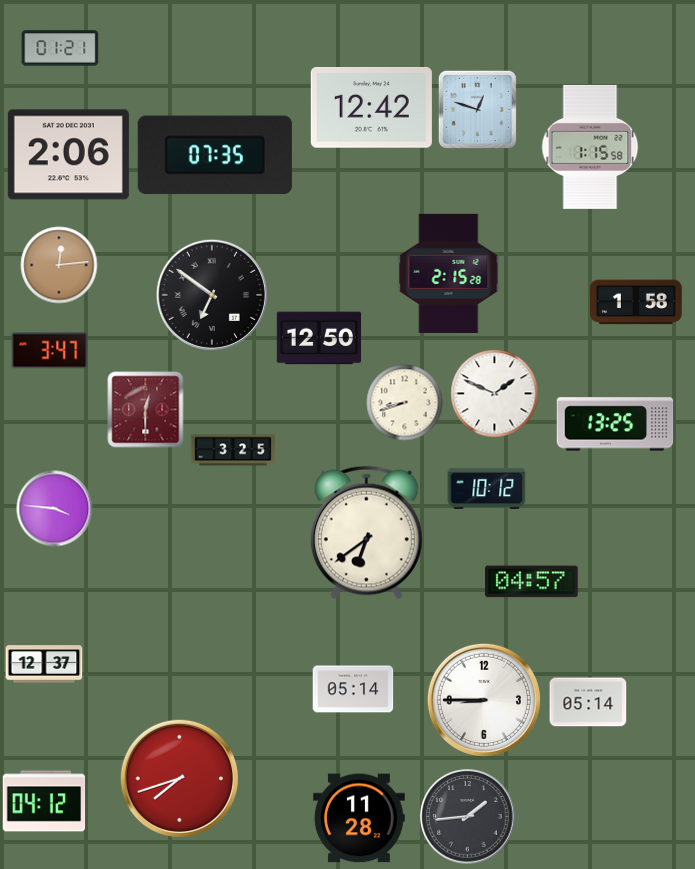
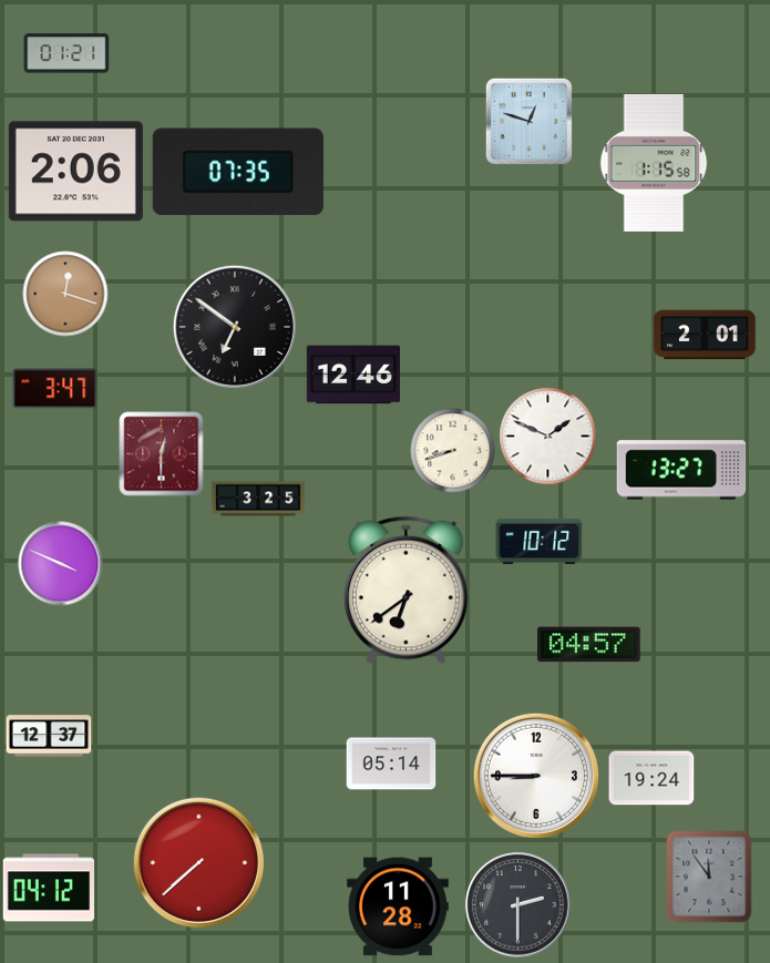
clock at (371, 108): 12:42 -> none
clock at (59, 265): 12:14 -> 12:18
clock at (449, 273): 2:15 -> none
clock at (637, 302): 1:58 -> 2:01
clock at (318, 338): 12:50 -> 12:46
clock at (405, 403) position: (405, 403) -> (453, 451)
clock at (615, 424): 13:25 -> 13:27
clock at (55, 509): 3:46 -> 3:49
clock at (588, 702): 05:14 -> 19:24
clock at (179, 778): 7:42 -> 7:38
clock at (709, 877): none -> 11:54
clock at (468, 817): 1:44 -> 2:30
